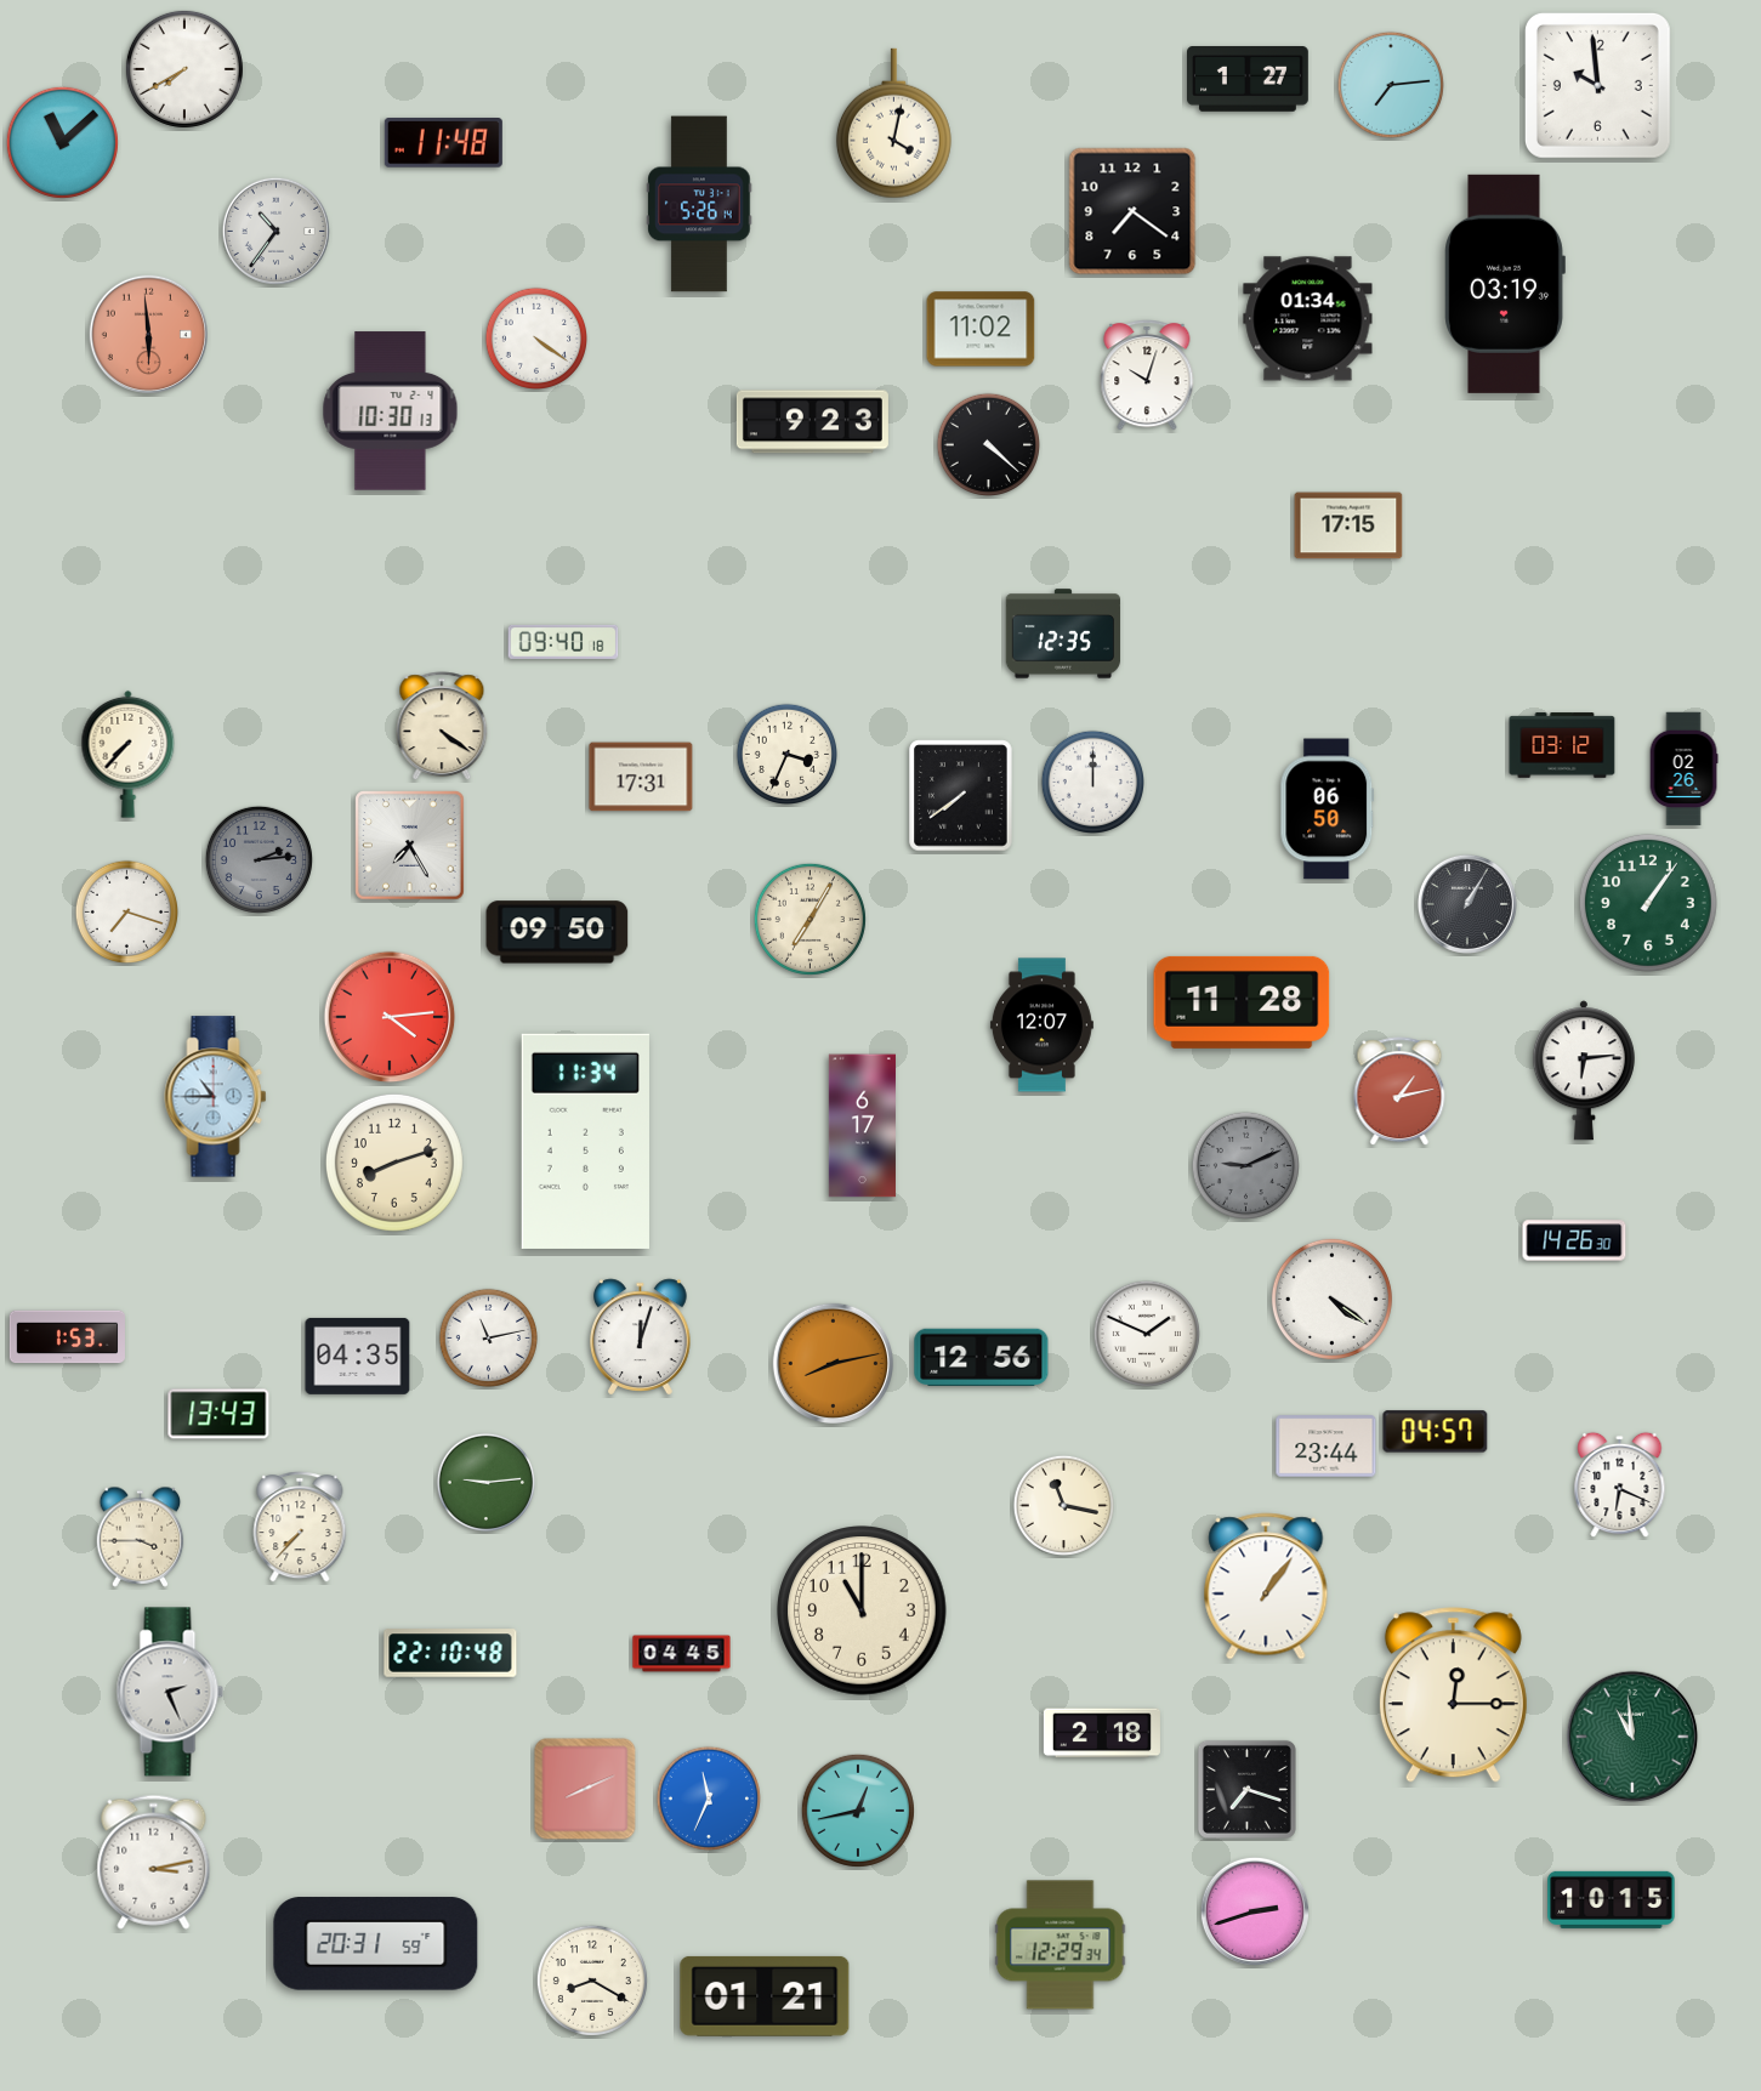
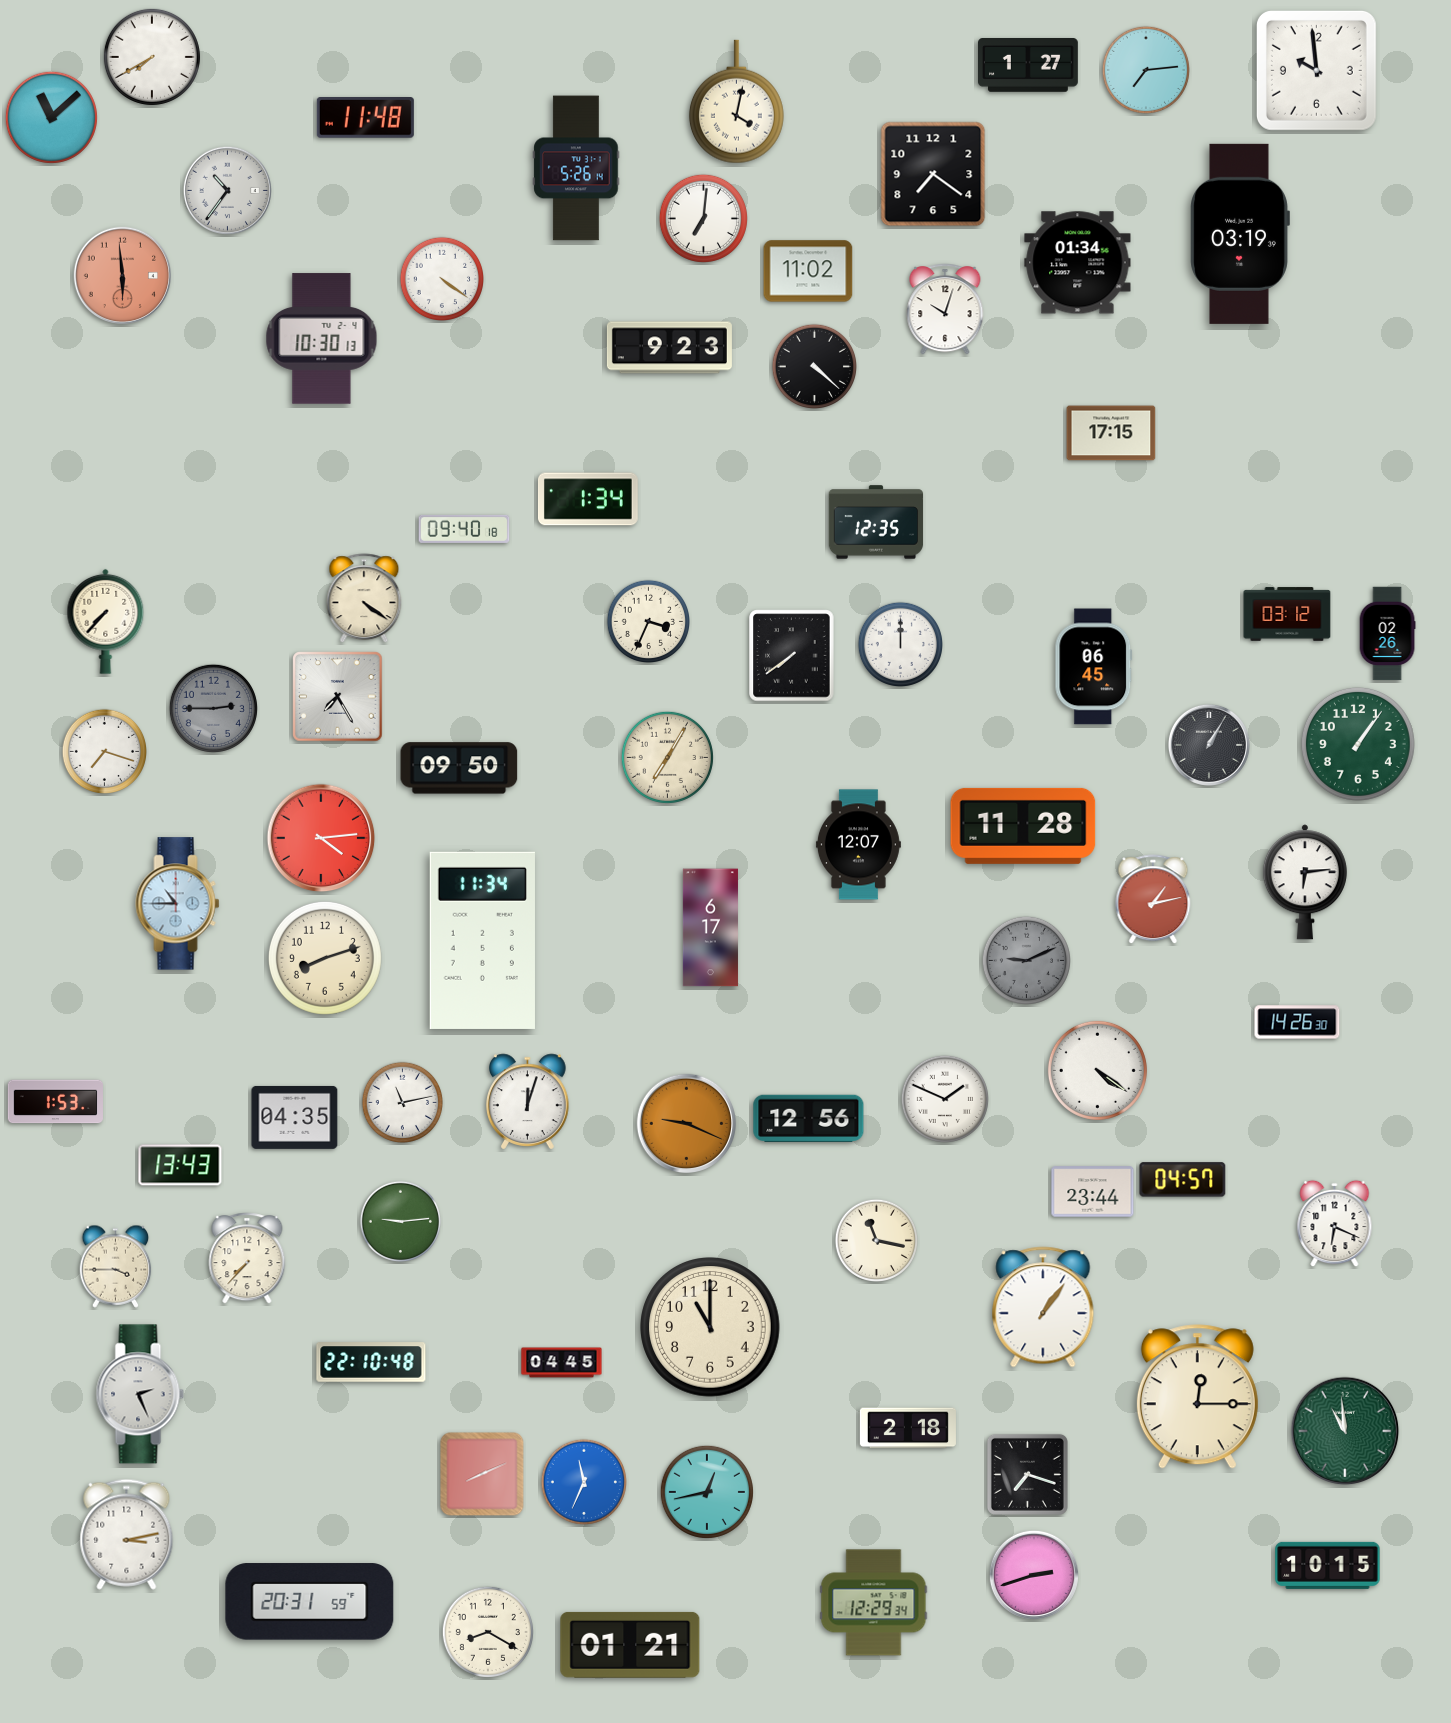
clock at (703, 218): none -> 7:01
clock at (588, 499): none -> 1:34
clock at (641, 777): 17:31 -> none
clock at (1328, 809): 06:50 -> 06:45
clock at (259, 859): 2:14 -> 2:45
clock at (834, 1364): 8:13 -> 9:19
